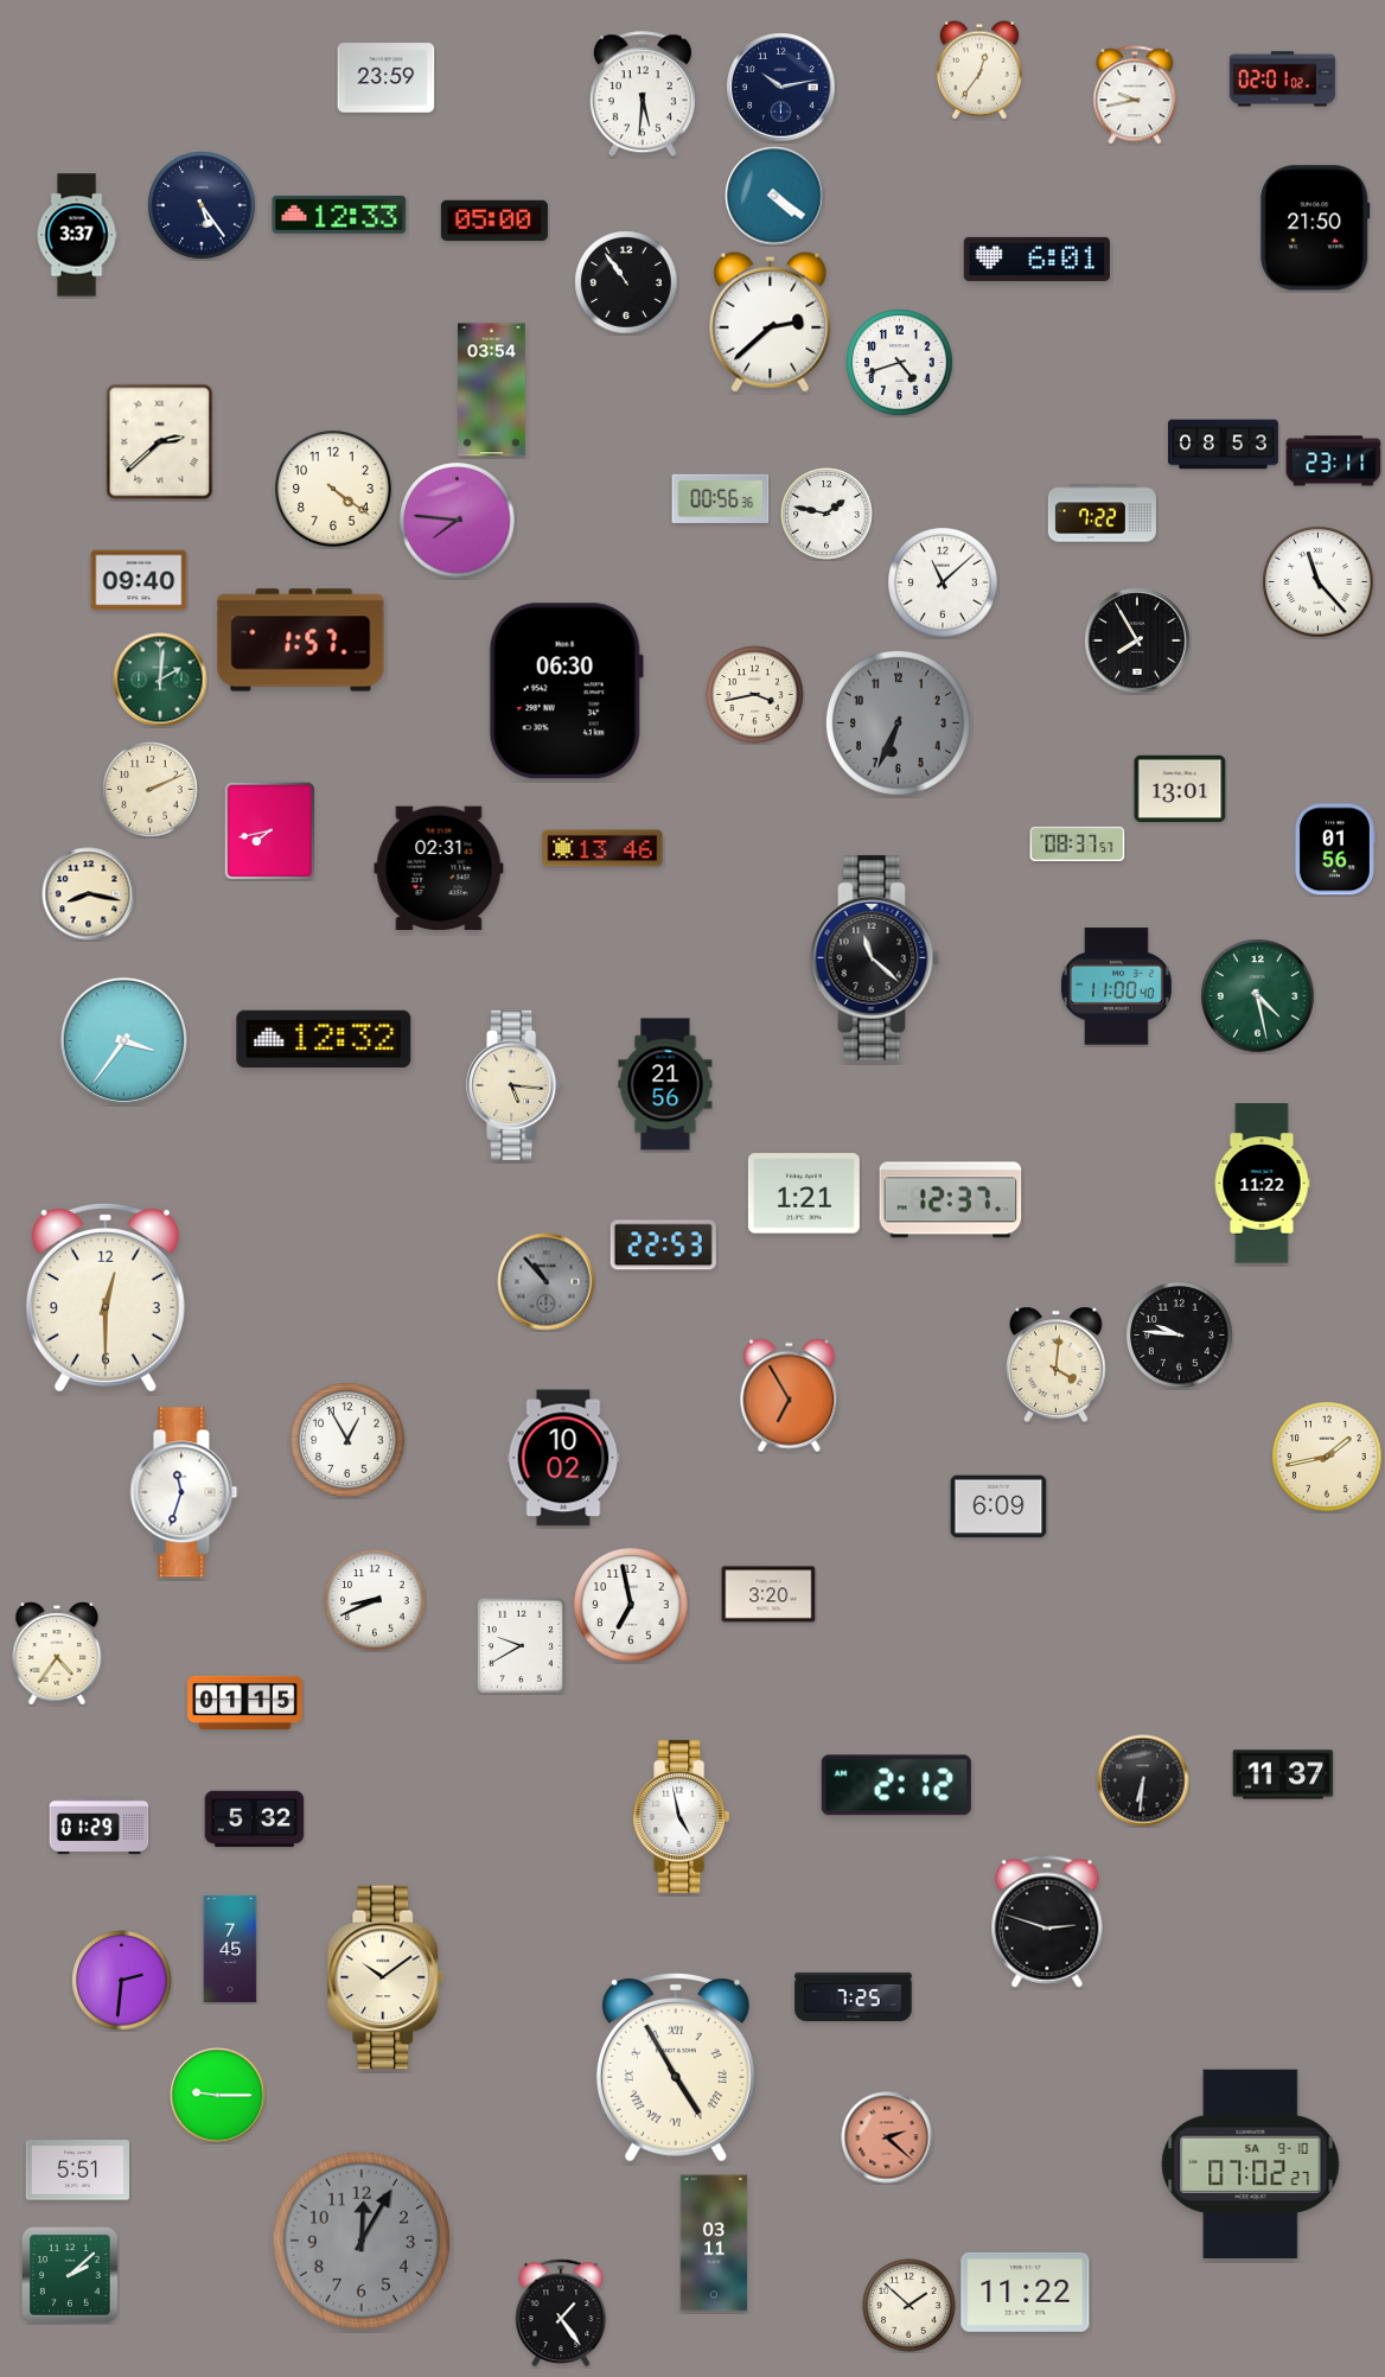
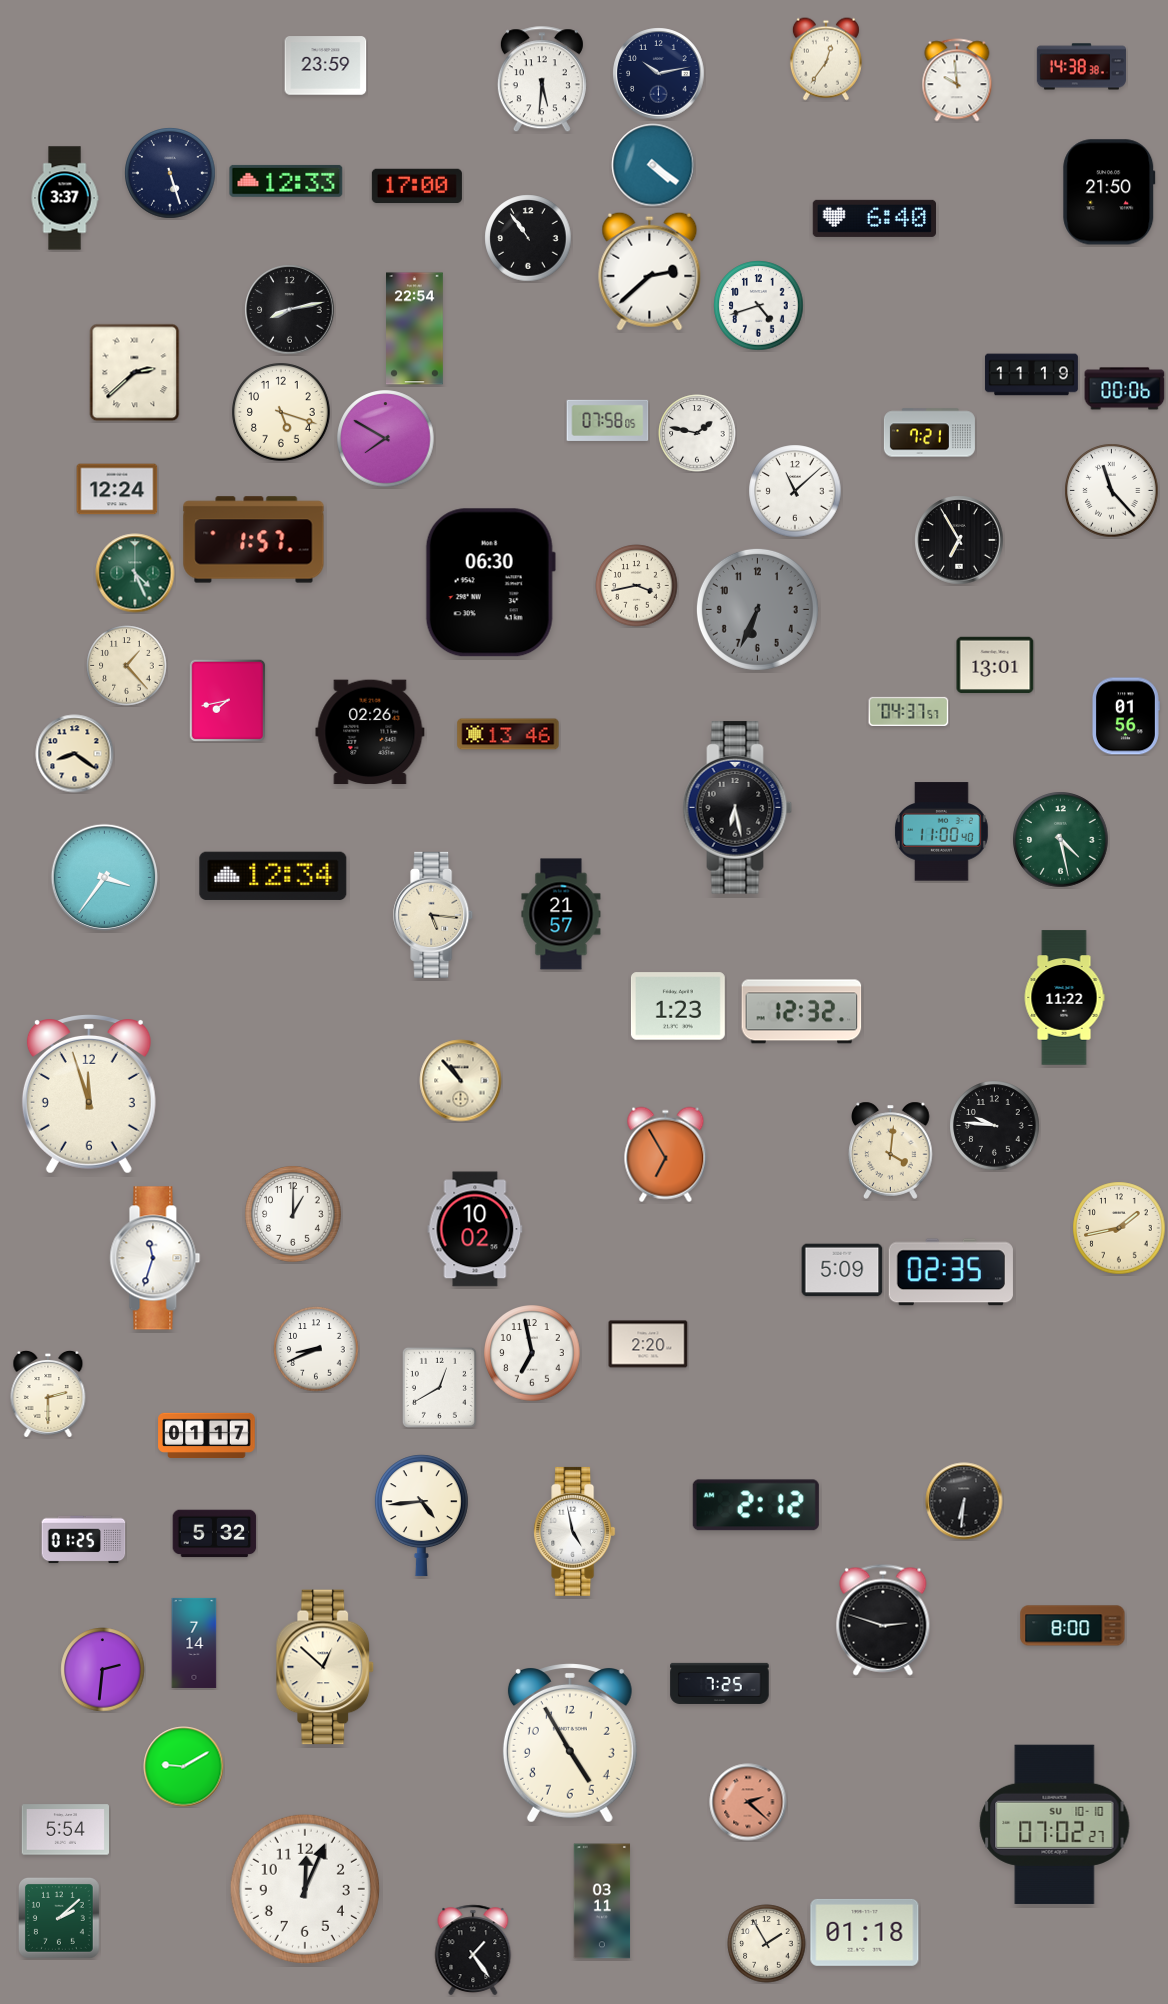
clock at (1282, 79): 02:01 -> 14:38
clock at (1135, 95): 9:43 -> 9:59
clock at (202, 205): 5:24 -> 5:27
clock at (494, 221): 05:00 -> 17:00
clock at (1036, 259): 6:01 -> 6:40
clock at (290, 310): none -> 8:13
clock at (492, 390): 03:54 -> 22:54
clock at (1223, 445): 08:53 -> 11:19
clock at (1334, 461): 23:11 -> 00:06
clock at (333, 489): 4:21 -> 5:18
clock at (721, 498): 00:56 -> 07:58
clock at (1102, 514): 7:22 -> 7:21
clock at (458, 521): 7:46 -> 7:50
clock at (139, 580): 09:40 -> 12:24
clock at (1137, 641): 7:55 -> 6:55
clock at (160, 680): 2:01 -> 4:26
clock at (566, 692) position: (566, 692) -> (490, 583)
clock at (151, 790): 2:11 -> 1:23
clock at (1078, 843): 08:37 -> 04:37
clock at (602, 848) position: (602, 848) -> (508, 734)
clock at (439, 868): 02:31 -> 02:26
clock at (89, 894): 8:17 -> 8:21
clock at (875, 958): 11:22 -> 6:28
clock at (324, 1039): 12:32 -> 12:34
clock at (665, 1084): 21:56 -> 21:57
clock at (804, 1193): 1:21 -> 1:23
clock at (951, 1200): 12:37 -> 12:32
clock at (663, 1245): 22:53 -> none
clock at (547, 1282) dial: grey -> cream
clock at (106, 1299): 12:30 -> 11:57
clock at (790, 1396) position: (790, 1396) -> (666, 1155)
clock at (347, 1440): 12:55 -> 1:00
clock at (998, 1506): 6:09 -> 5:09
clock at (951, 1272): none -> 02:35
clock at (768, 1594): 3:20 -> 2:20
clock at (521, 1645): 9:40 -> 12:40
clock at (57, 1653): 4:36 -> 2:30
clock at (245, 1702): 01:15 -> 01:17
clock at (1283, 1774): 11:37 -> none
clock at (421, 1516): none -> 4:44
clock at (100, 1827): 01:29 -> 01:25
clock at (1073, 1626): none -> 8:00
clock at (230, 1949): 7:45 -> 7:14
clock at (385, 1977): 10:09 -> 12:52
clock at (676, 2069) numerals: Roman -> Arabic
clock at (218, 2096): 9:15 -> 9:10
clock at (1251, 2163) date: SA 9-10 -> SU 10-10
clock at (77, 2171): 5:51 -> 5:54
clock at (362, 2241): 12:05 -> 12:04
clock at (362, 2241) dial: grey -> white
clock at (714, 2243) position: (714, 2243) -> (602, 1901)
clock at (1026, 2292): 11:22 -> 01:18
clock at (909, 2306): 1:52 -> 1:55
